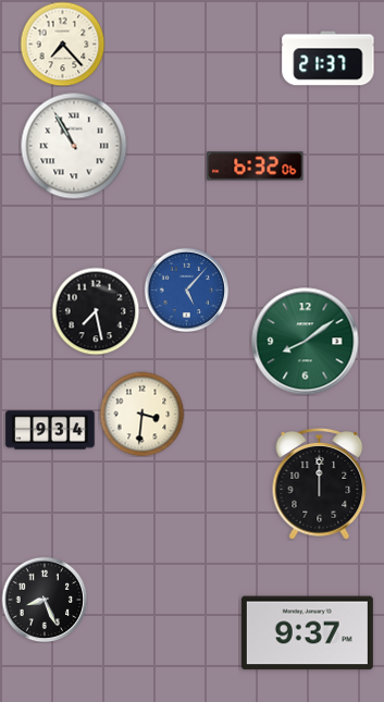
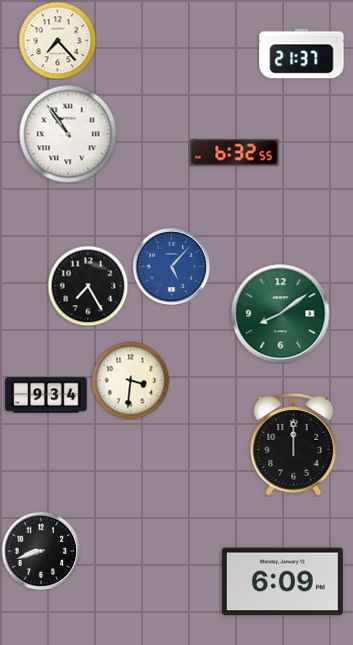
clock at (74, 146): 10:55 -> 10:54
clock at (256, 167): 6:32:06 -> 6:32:55
clock at (96, 311): 7:28 -> 7:25
clock at (45, 600): 8:26 -> 8:42
clock at (307, 633): 9:37 -> 6:09
